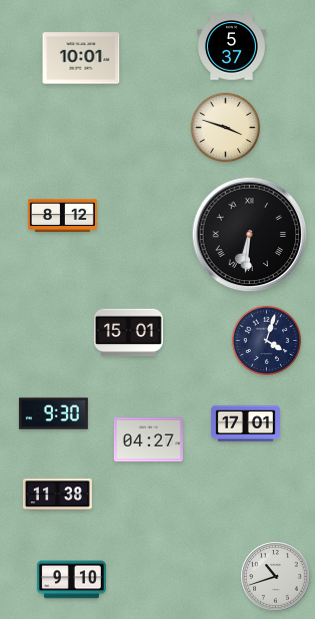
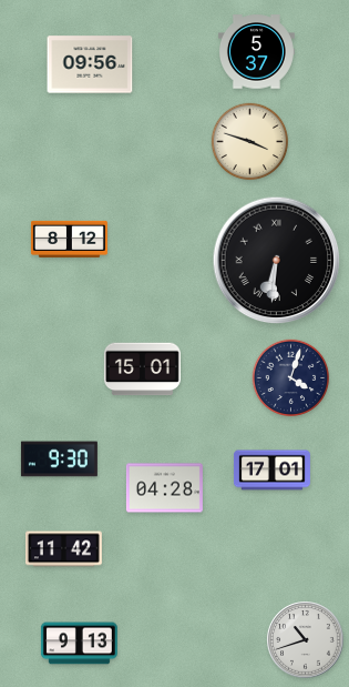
clock at (81, 58): 10:01 -> 09:56
clock at (267, 341) position: (267, 341) -> (291, 378)
clock at (148, 440): 04:27 -> 04:28
clock at (57, 495): 11:38 -> 11:42
clock at (71, 580): 9:10 -> 9:13
